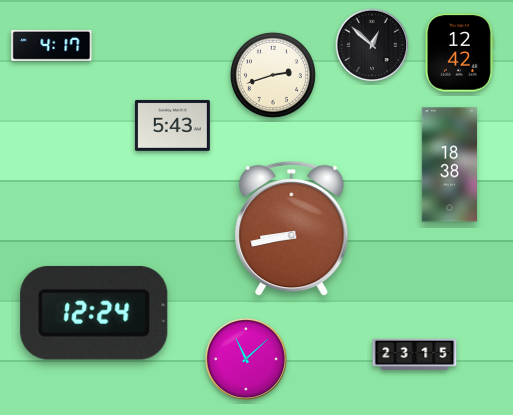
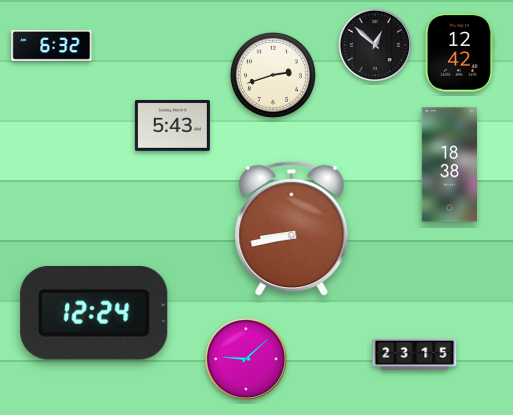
clock at (52, 45): 4:17 -> 6:32
clock at (372, 45) position: (372, 45) -> (375, 45)
clock at (246, 359): 11:08 -> 9:08
